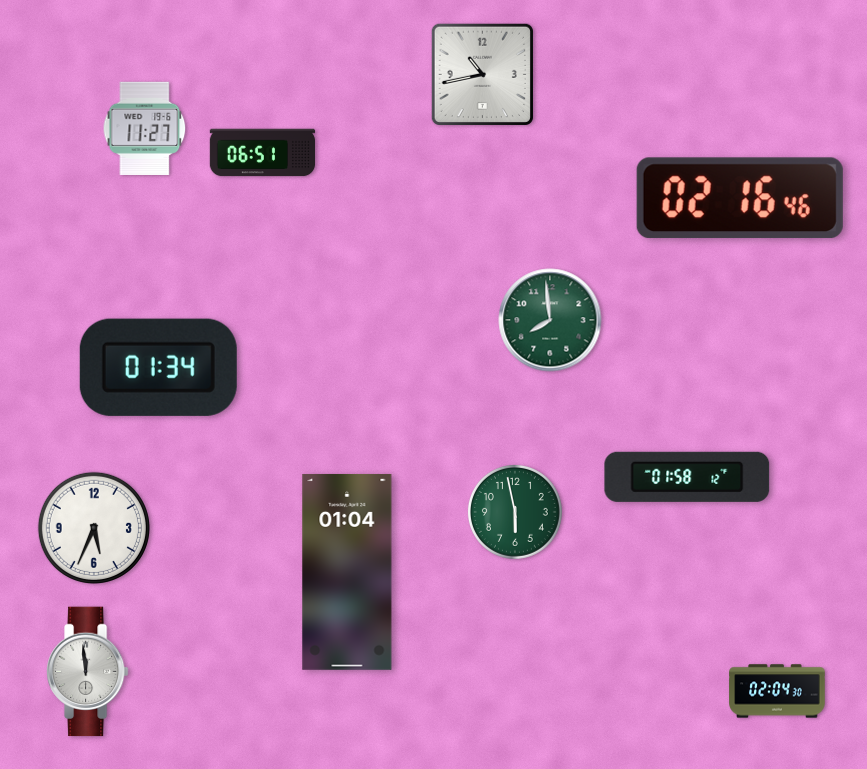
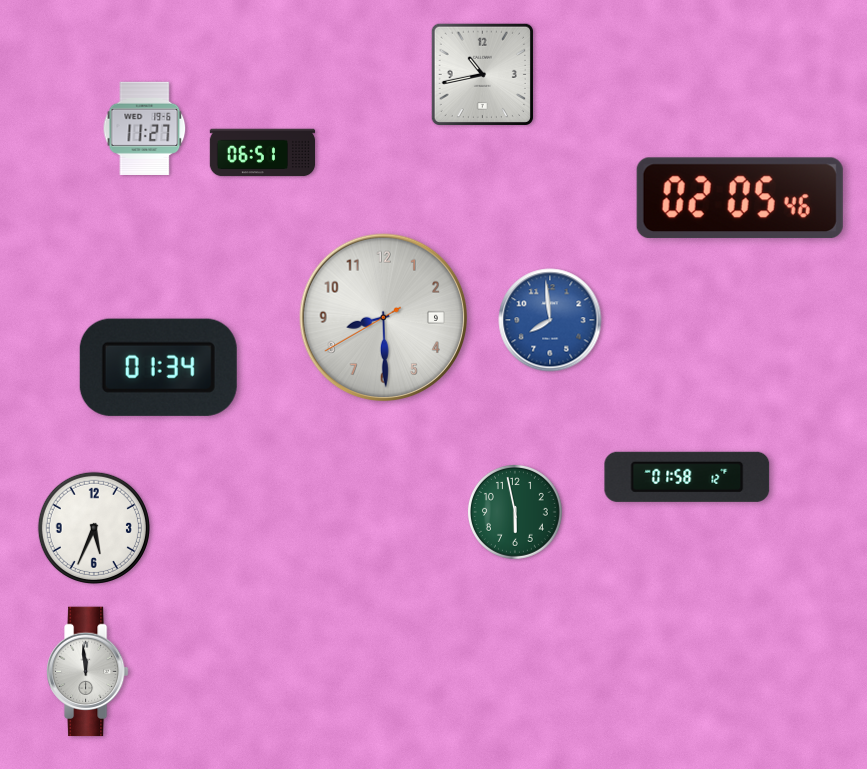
clock at (740, 198): 02:16 -> 02:05
clock at (384, 318): none -> 8:29
clock at (550, 320) dial: green -> blue
clock at (347, 572): 01:04 -> none
clock at (777, 691): 02:04 -> none
